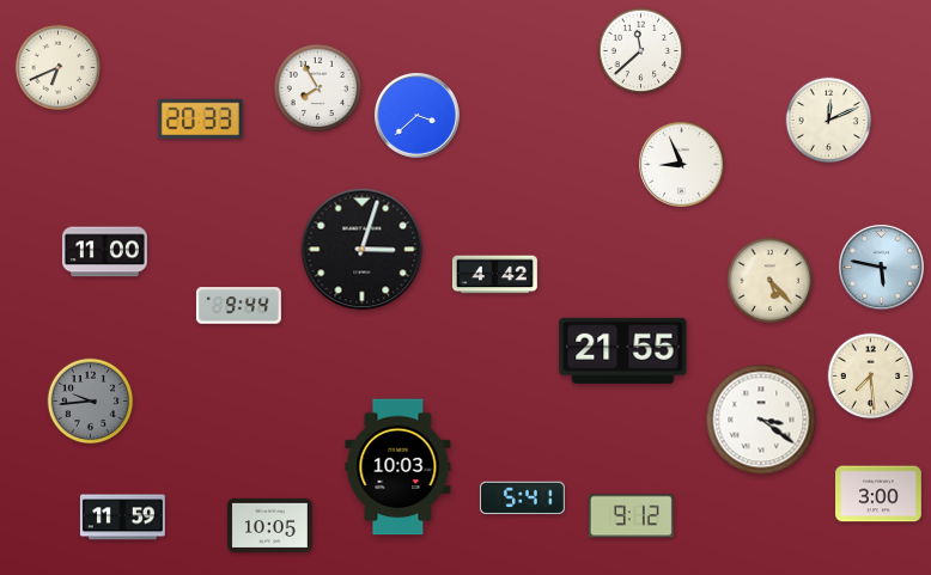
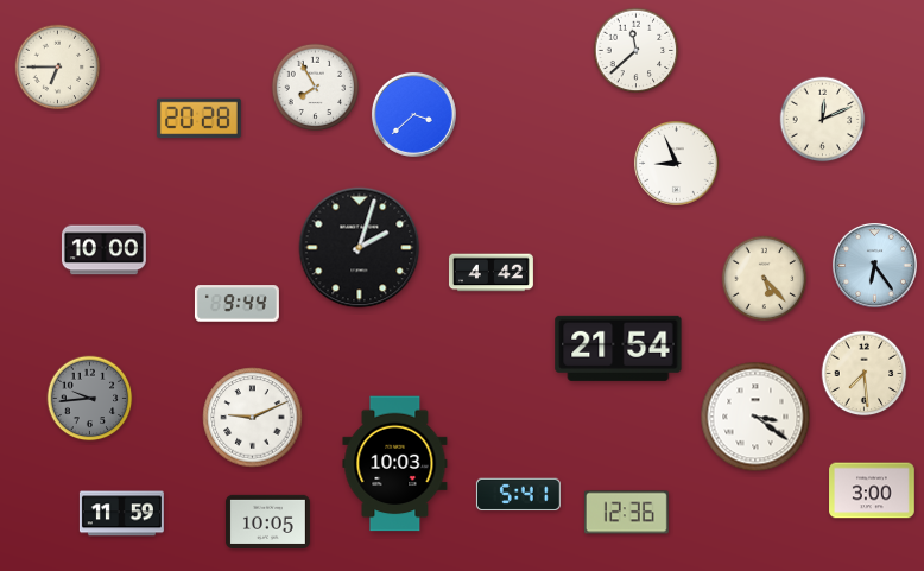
clock at (59, 68): 6:41 -> 6:45
clock at (200, 120): 20:33 -> 20:28
clock at (363, 250): 3:03 -> 2:03
clock at (104, 252): 11:00 -> 10:00
clock at (881, 267): 5:47 -> 6:24
clock at (623, 350): 21:55 -> 21:54
clock at (253, 418): none -> 9:11
clock at (631, 516): 9:12 -> 12:36
